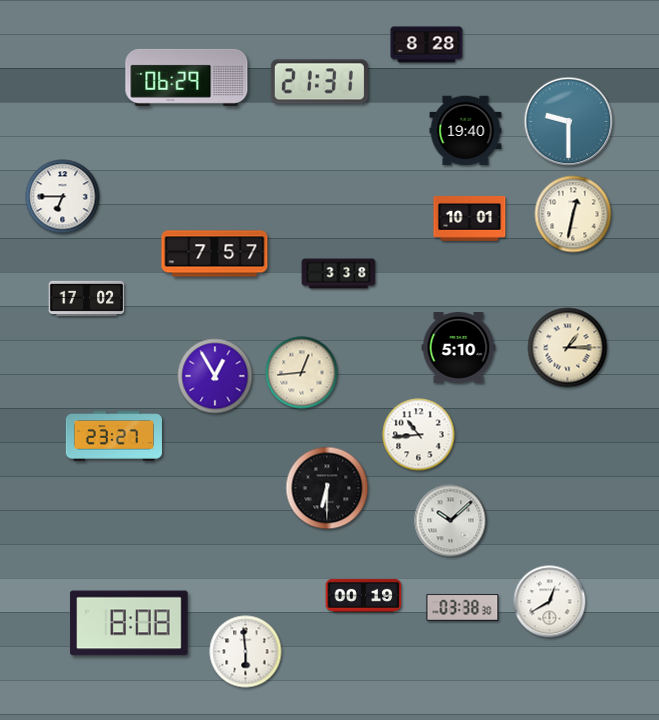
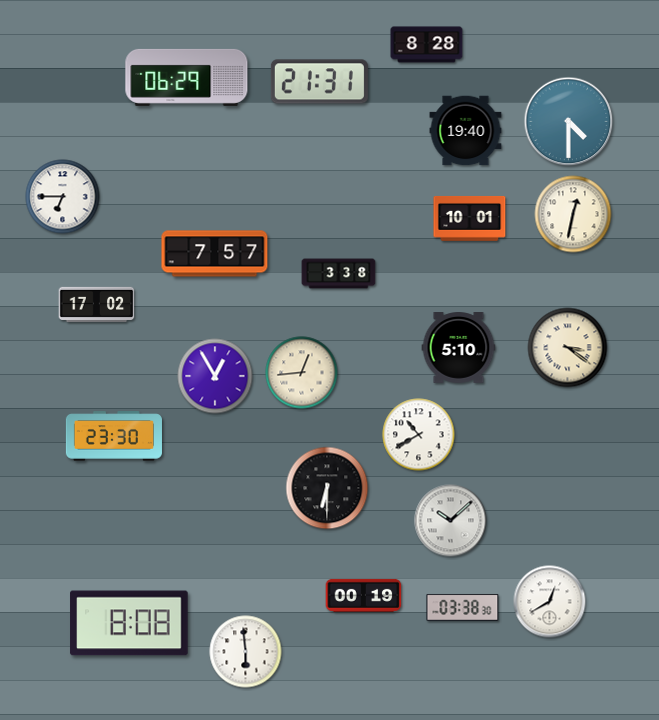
clock at (569, 122): 9:30 -> 4:30
clock at (87, 298) position: (87, 298) -> (97, 304)
clock at (568, 348): 1:15 -> 3:21
clock at (419, 435): 10:44 -> 10:40
clock at (114, 436): 23:27 -> 23:30
